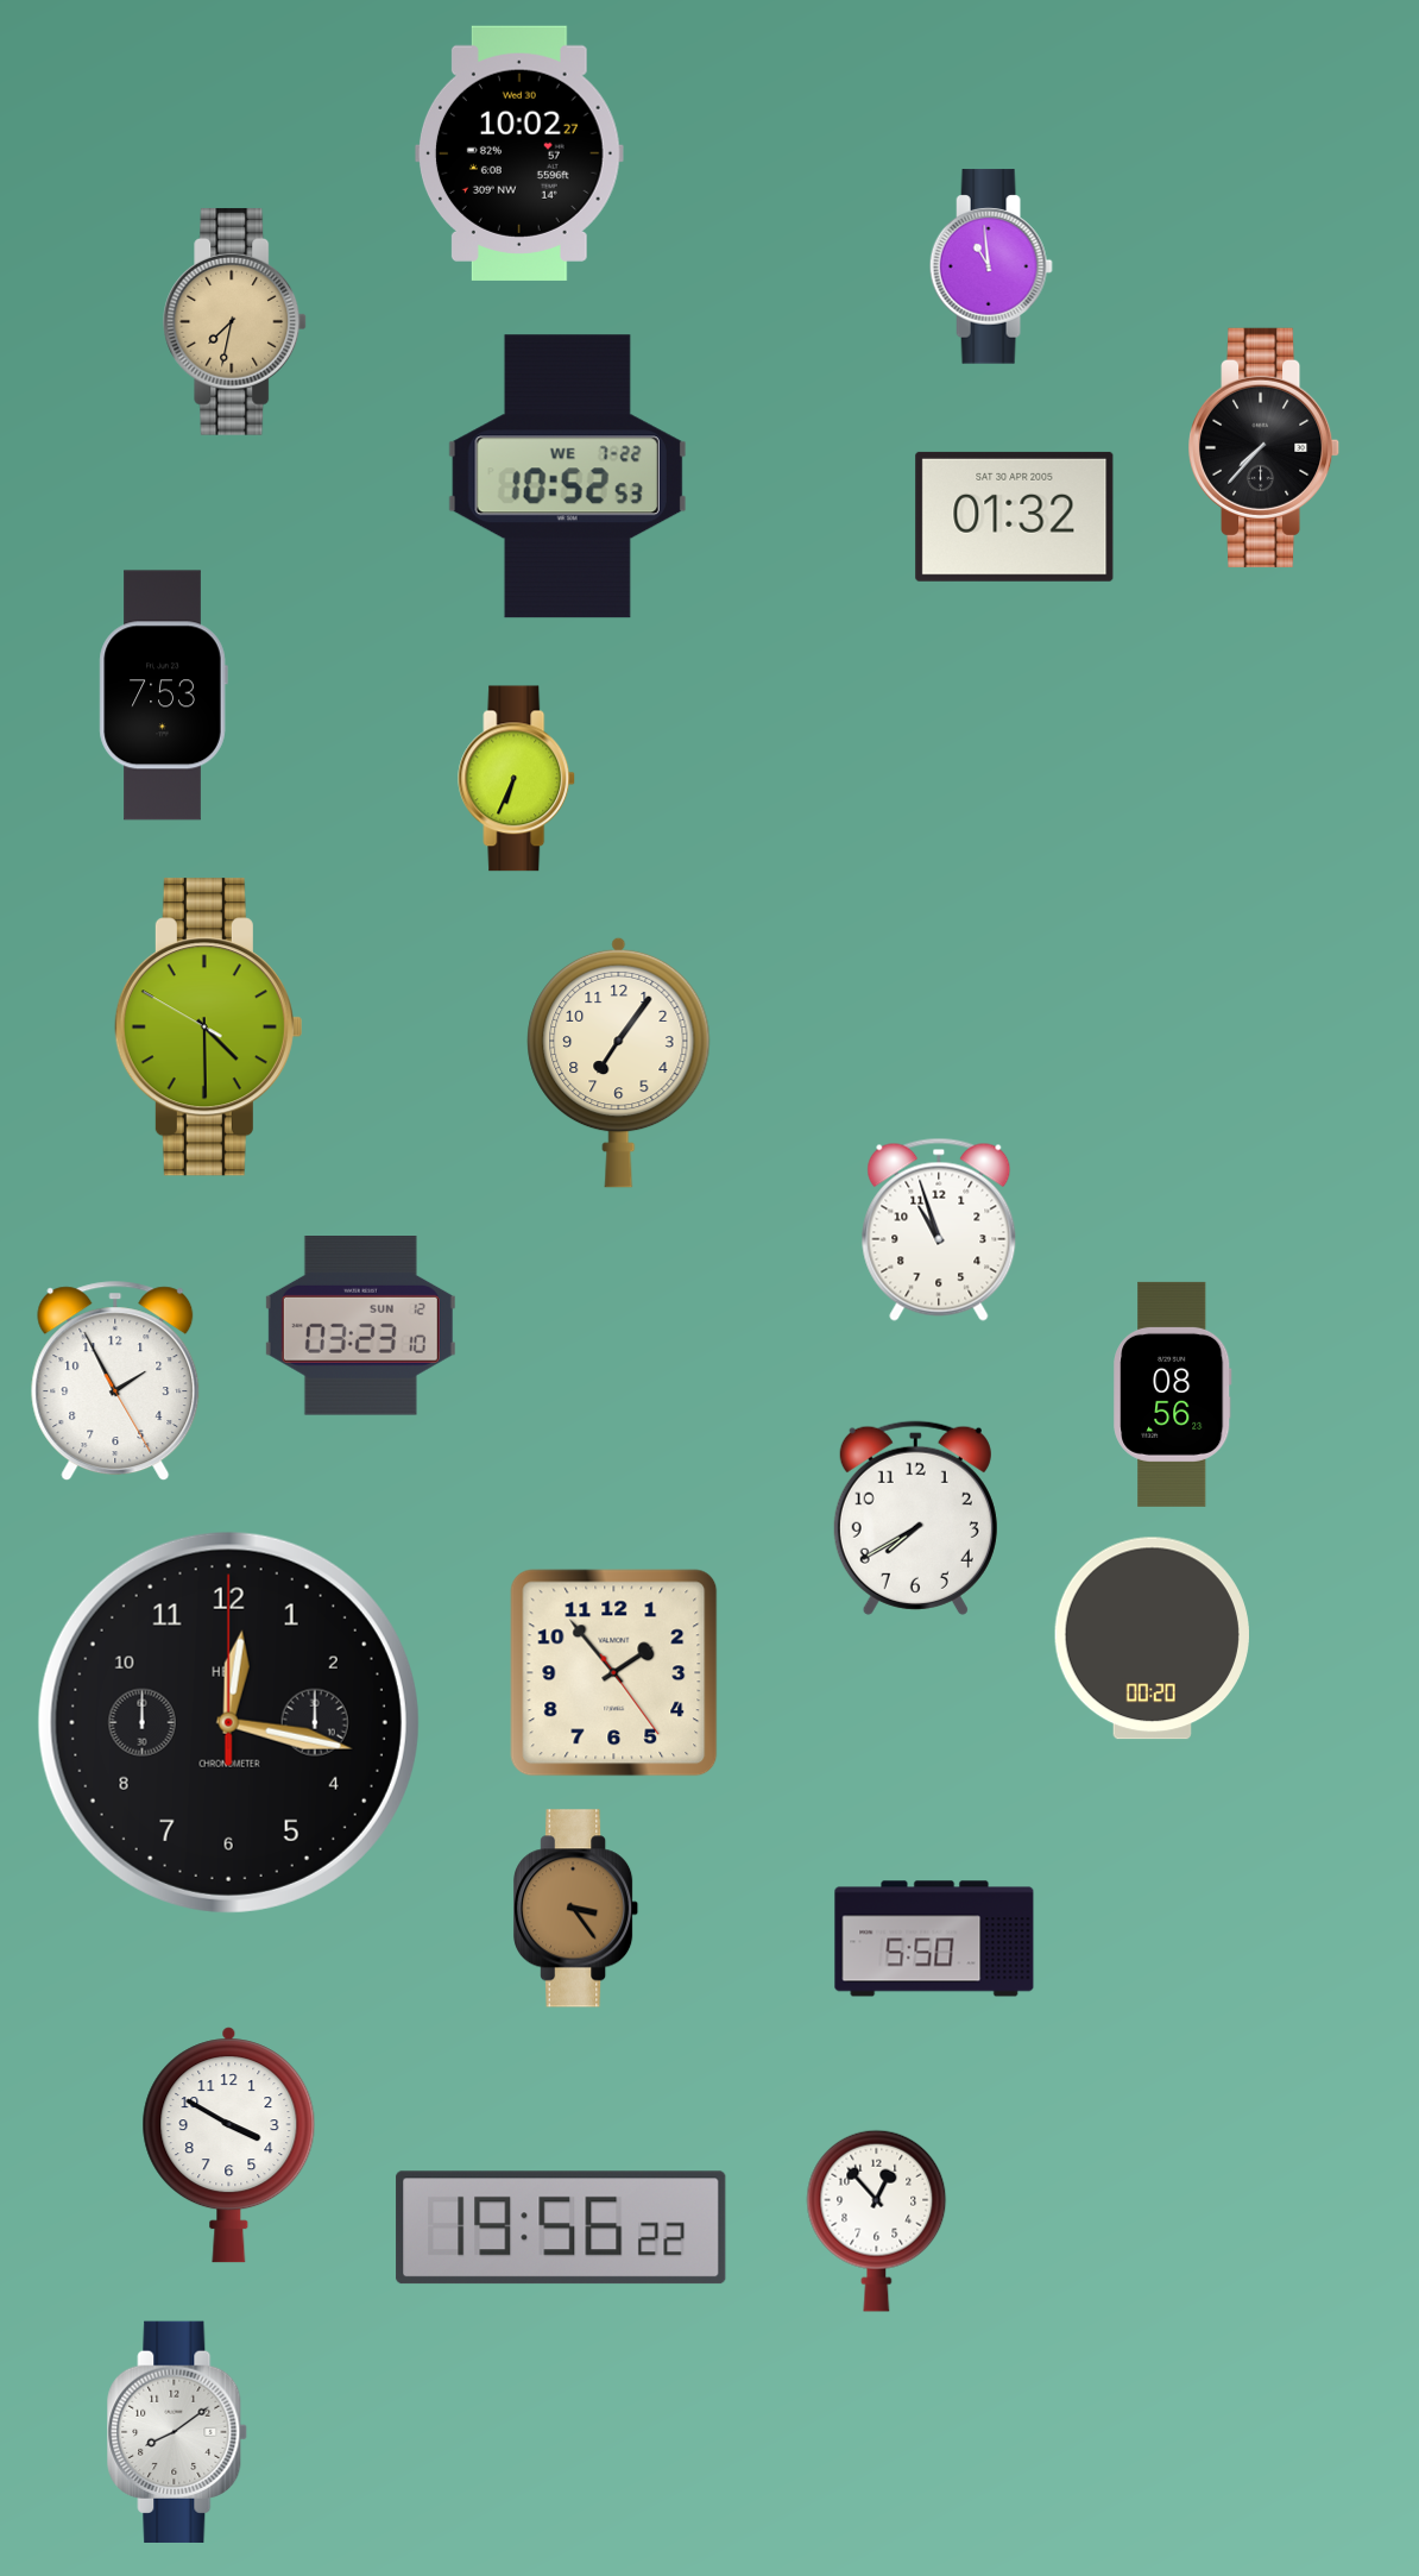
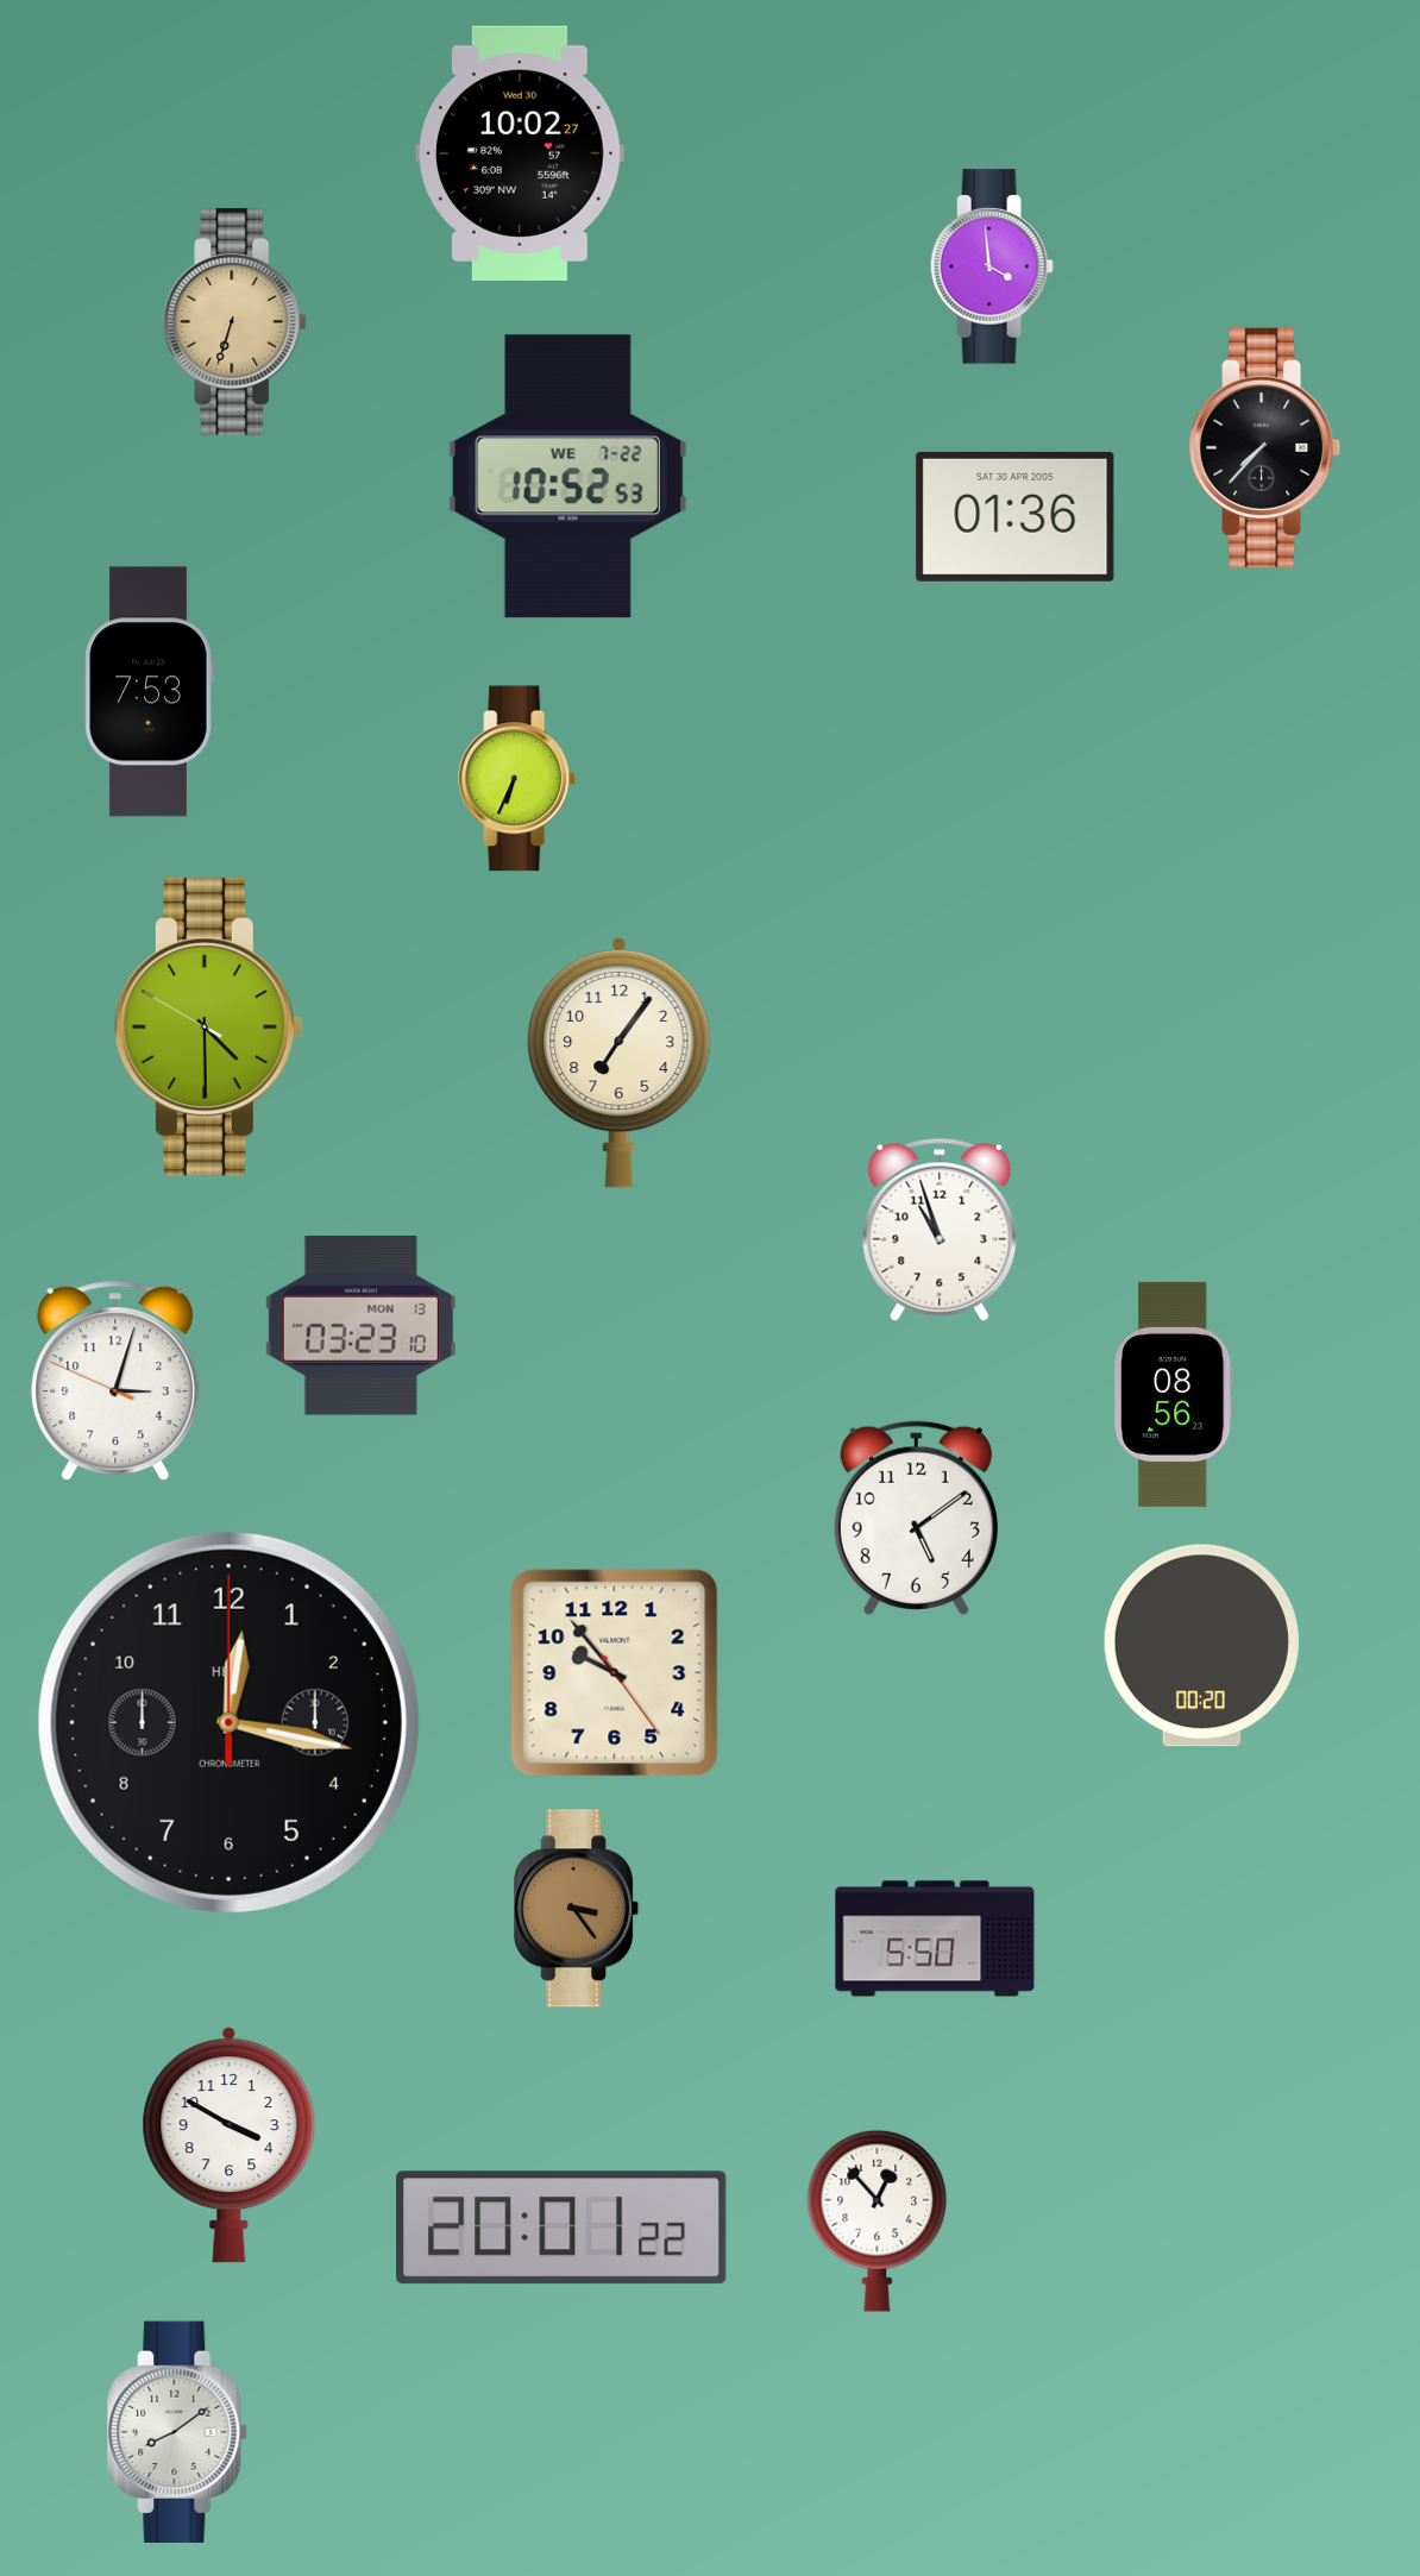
clock at (991, 266): 10:59 -> 3:59
clock at (235, 321): 7:32 -> 6:33
clock at (1015, 516): 01:32 -> 01:36
clock at (163, 696) position: (163, 696) -> (149, 692)
clock at (360, 1326) date: SUN 12 -> MON 13
clock at (115, 1382): 1:55 -> 3:02
clock at (915, 1518): 7:40 -> 5:09
clock at (1152, 1639) position: (1152, 1639) -> (1201, 1646)
clock at (614, 1673): 1:53 -> 9:53
clock at (561, 2228): 19:56 -> 20:01
